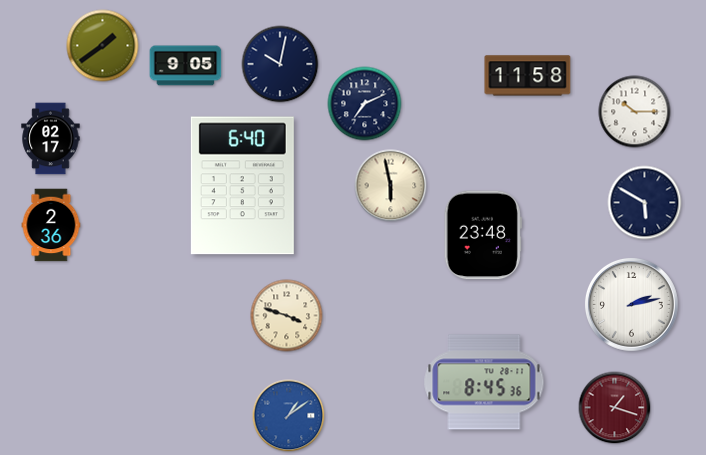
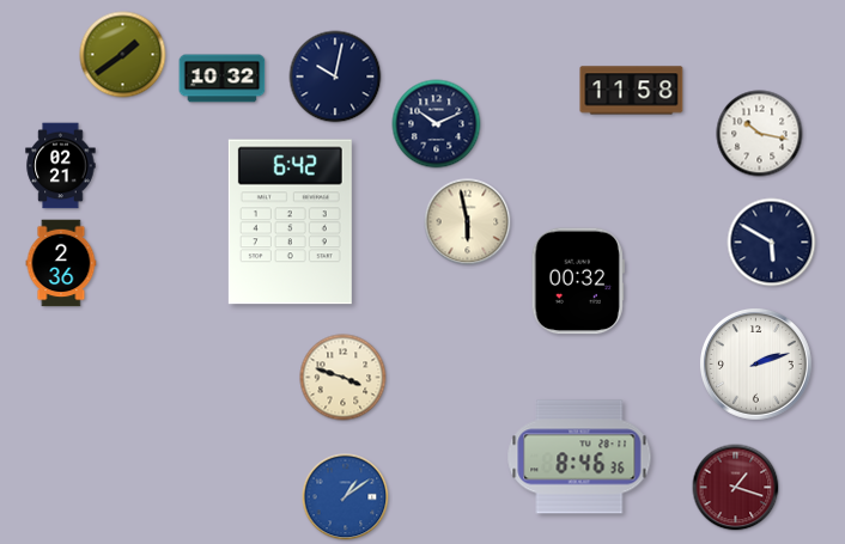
clock at (186, 66): 9:05 -> 10:32
clock at (365, 104): 7:11 -> 10:11
clock at (635, 112): 10:15 -> 10:17
clock at (51, 139): 02:17 -> 02:21
clock at (242, 186): 6:40 -> 6:42
clock at (51, 225) position: (51, 225) -> (61, 263)
clock at (483, 235): 23:48 -> 00:32
clock at (631, 304): 2:13 -> 2:12
clock at (484, 382): 8:45 -> 8:46
